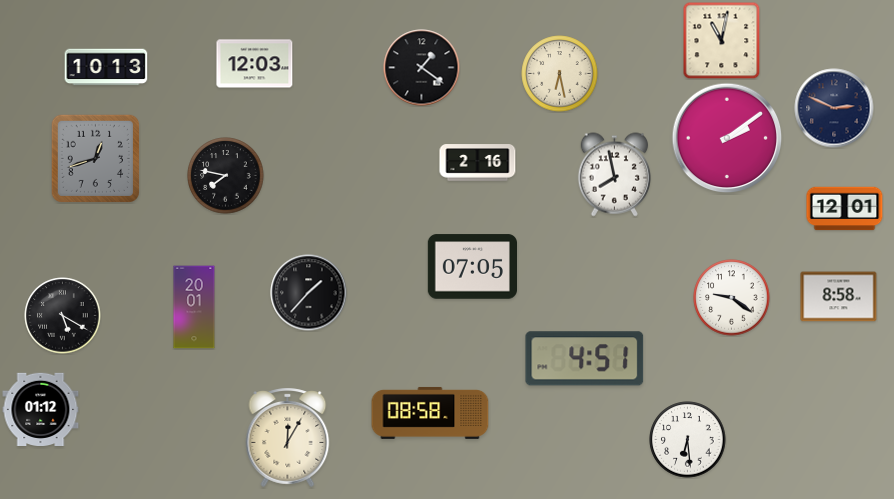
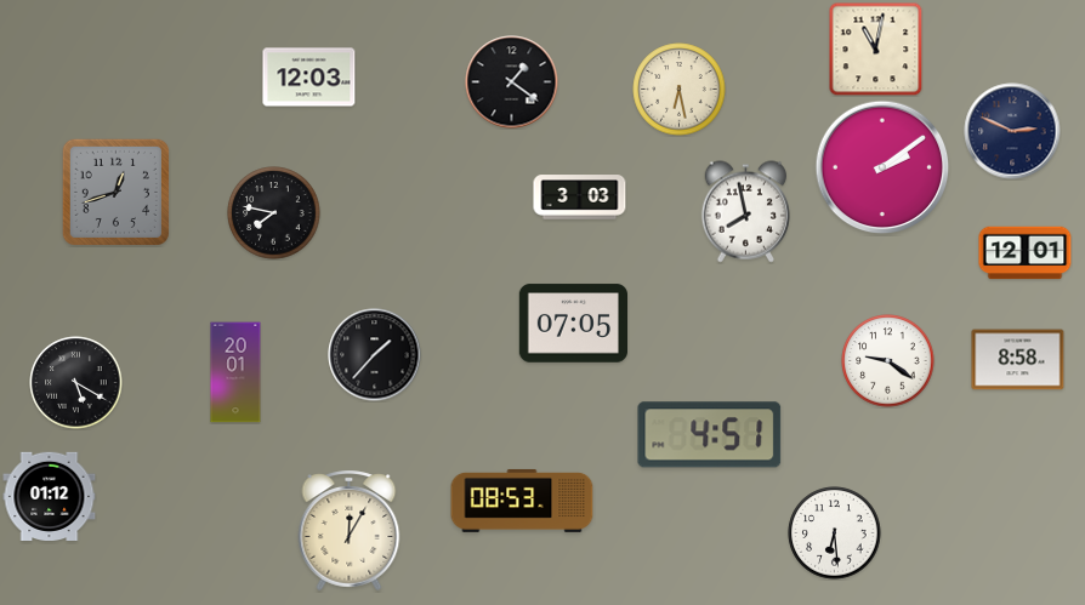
clock at (106, 67): 10:13 -> none
clock at (478, 163): 2:16 -> 3:03
clock at (430, 413): 08:58 -> 08:53
